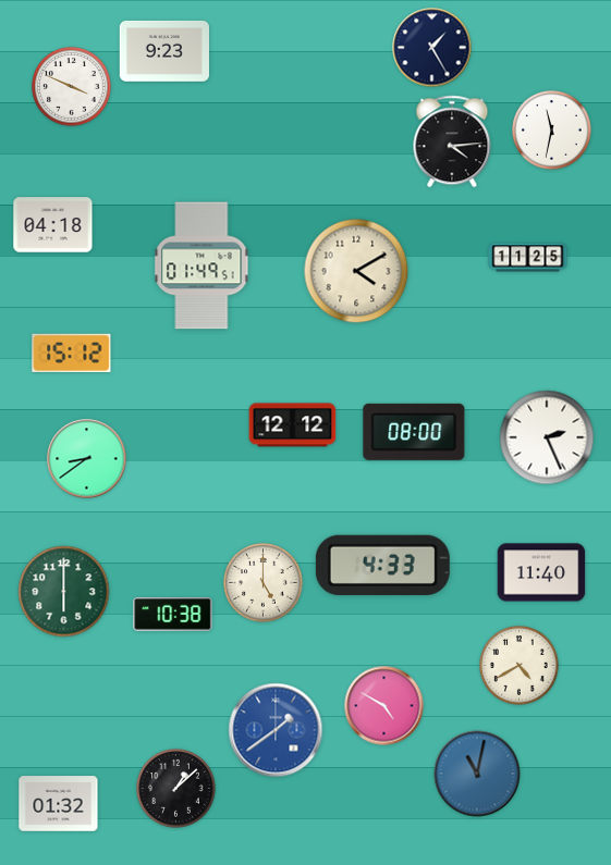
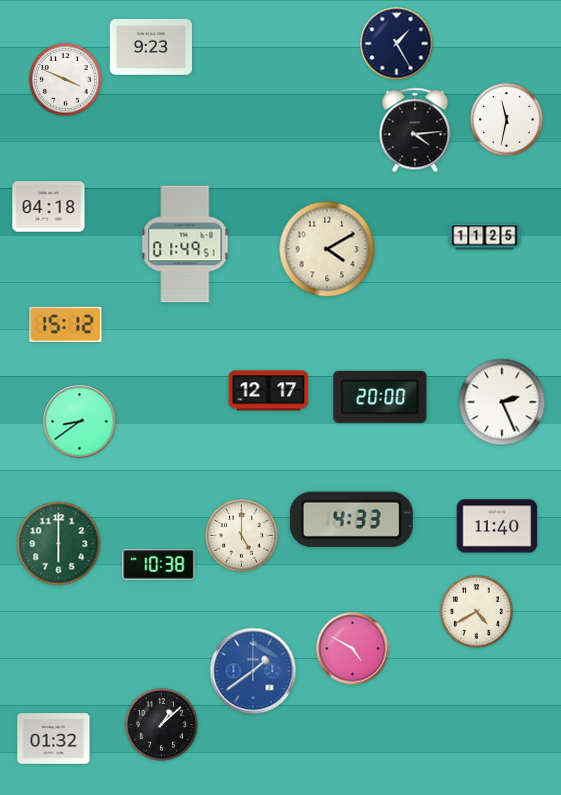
clock at (293, 425): 12:12 -> 12:17
clock at (414, 432): 08:00 -> 20:00
clock at (477, 774): 11:02 -> none
